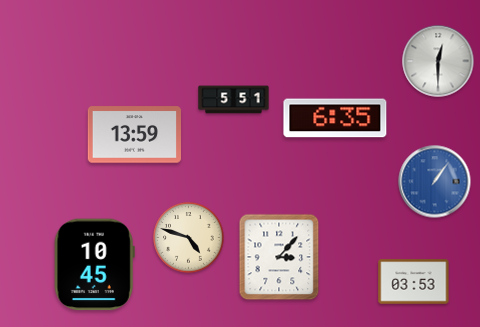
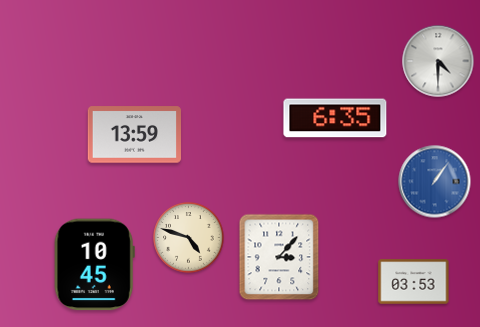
clock at (438, 61): 12:30 -> 4:30
clock at (234, 100): 5:51 -> none
